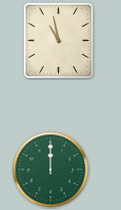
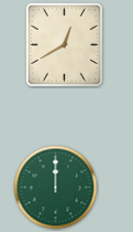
clock at (58, 40): 10:58 -> 12:40
